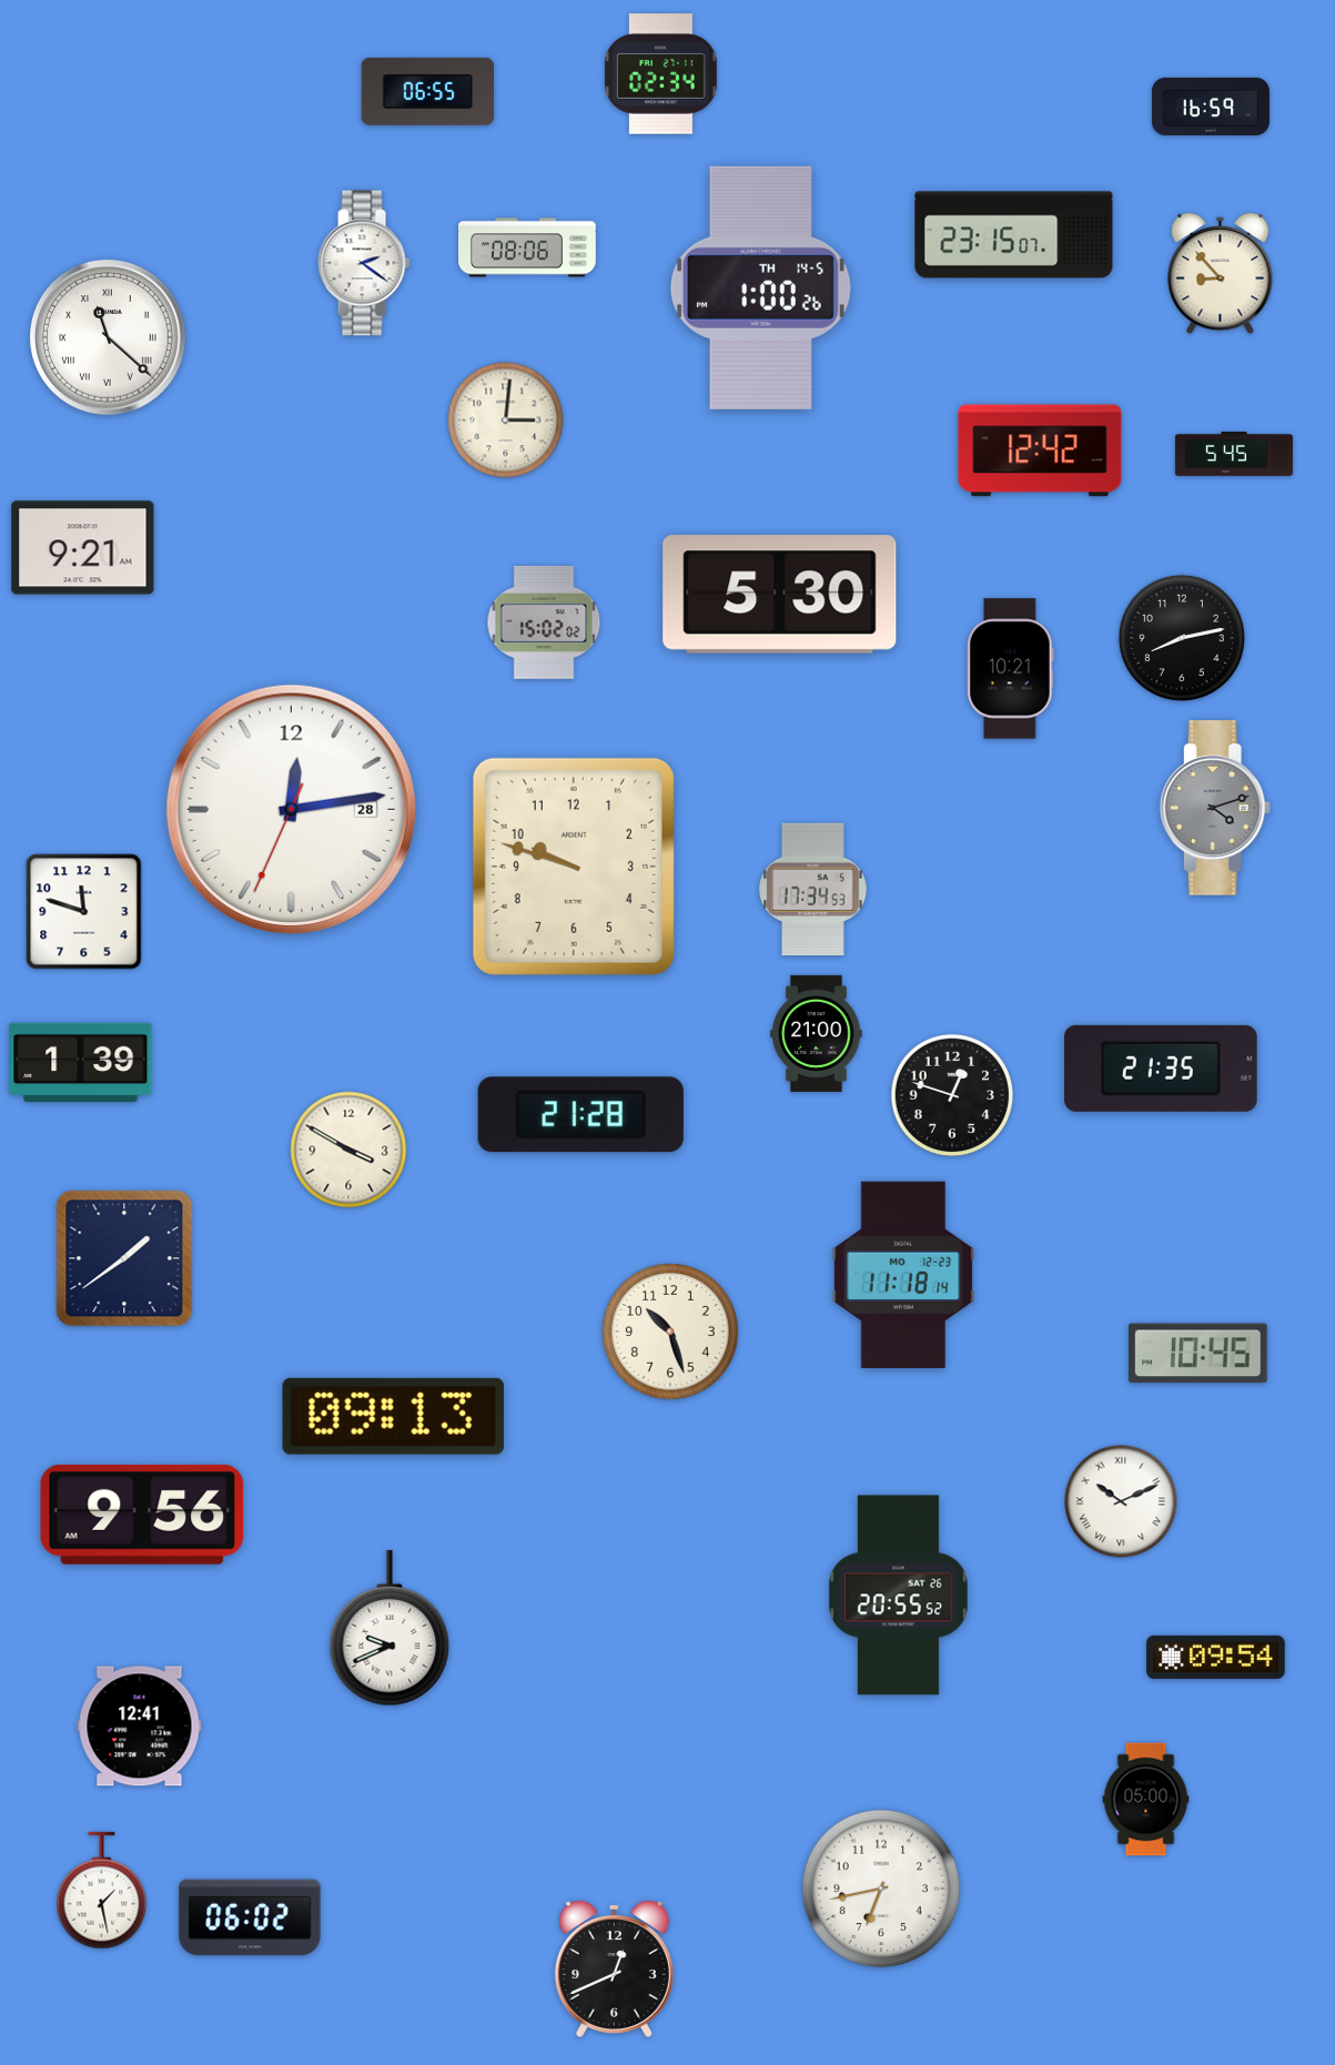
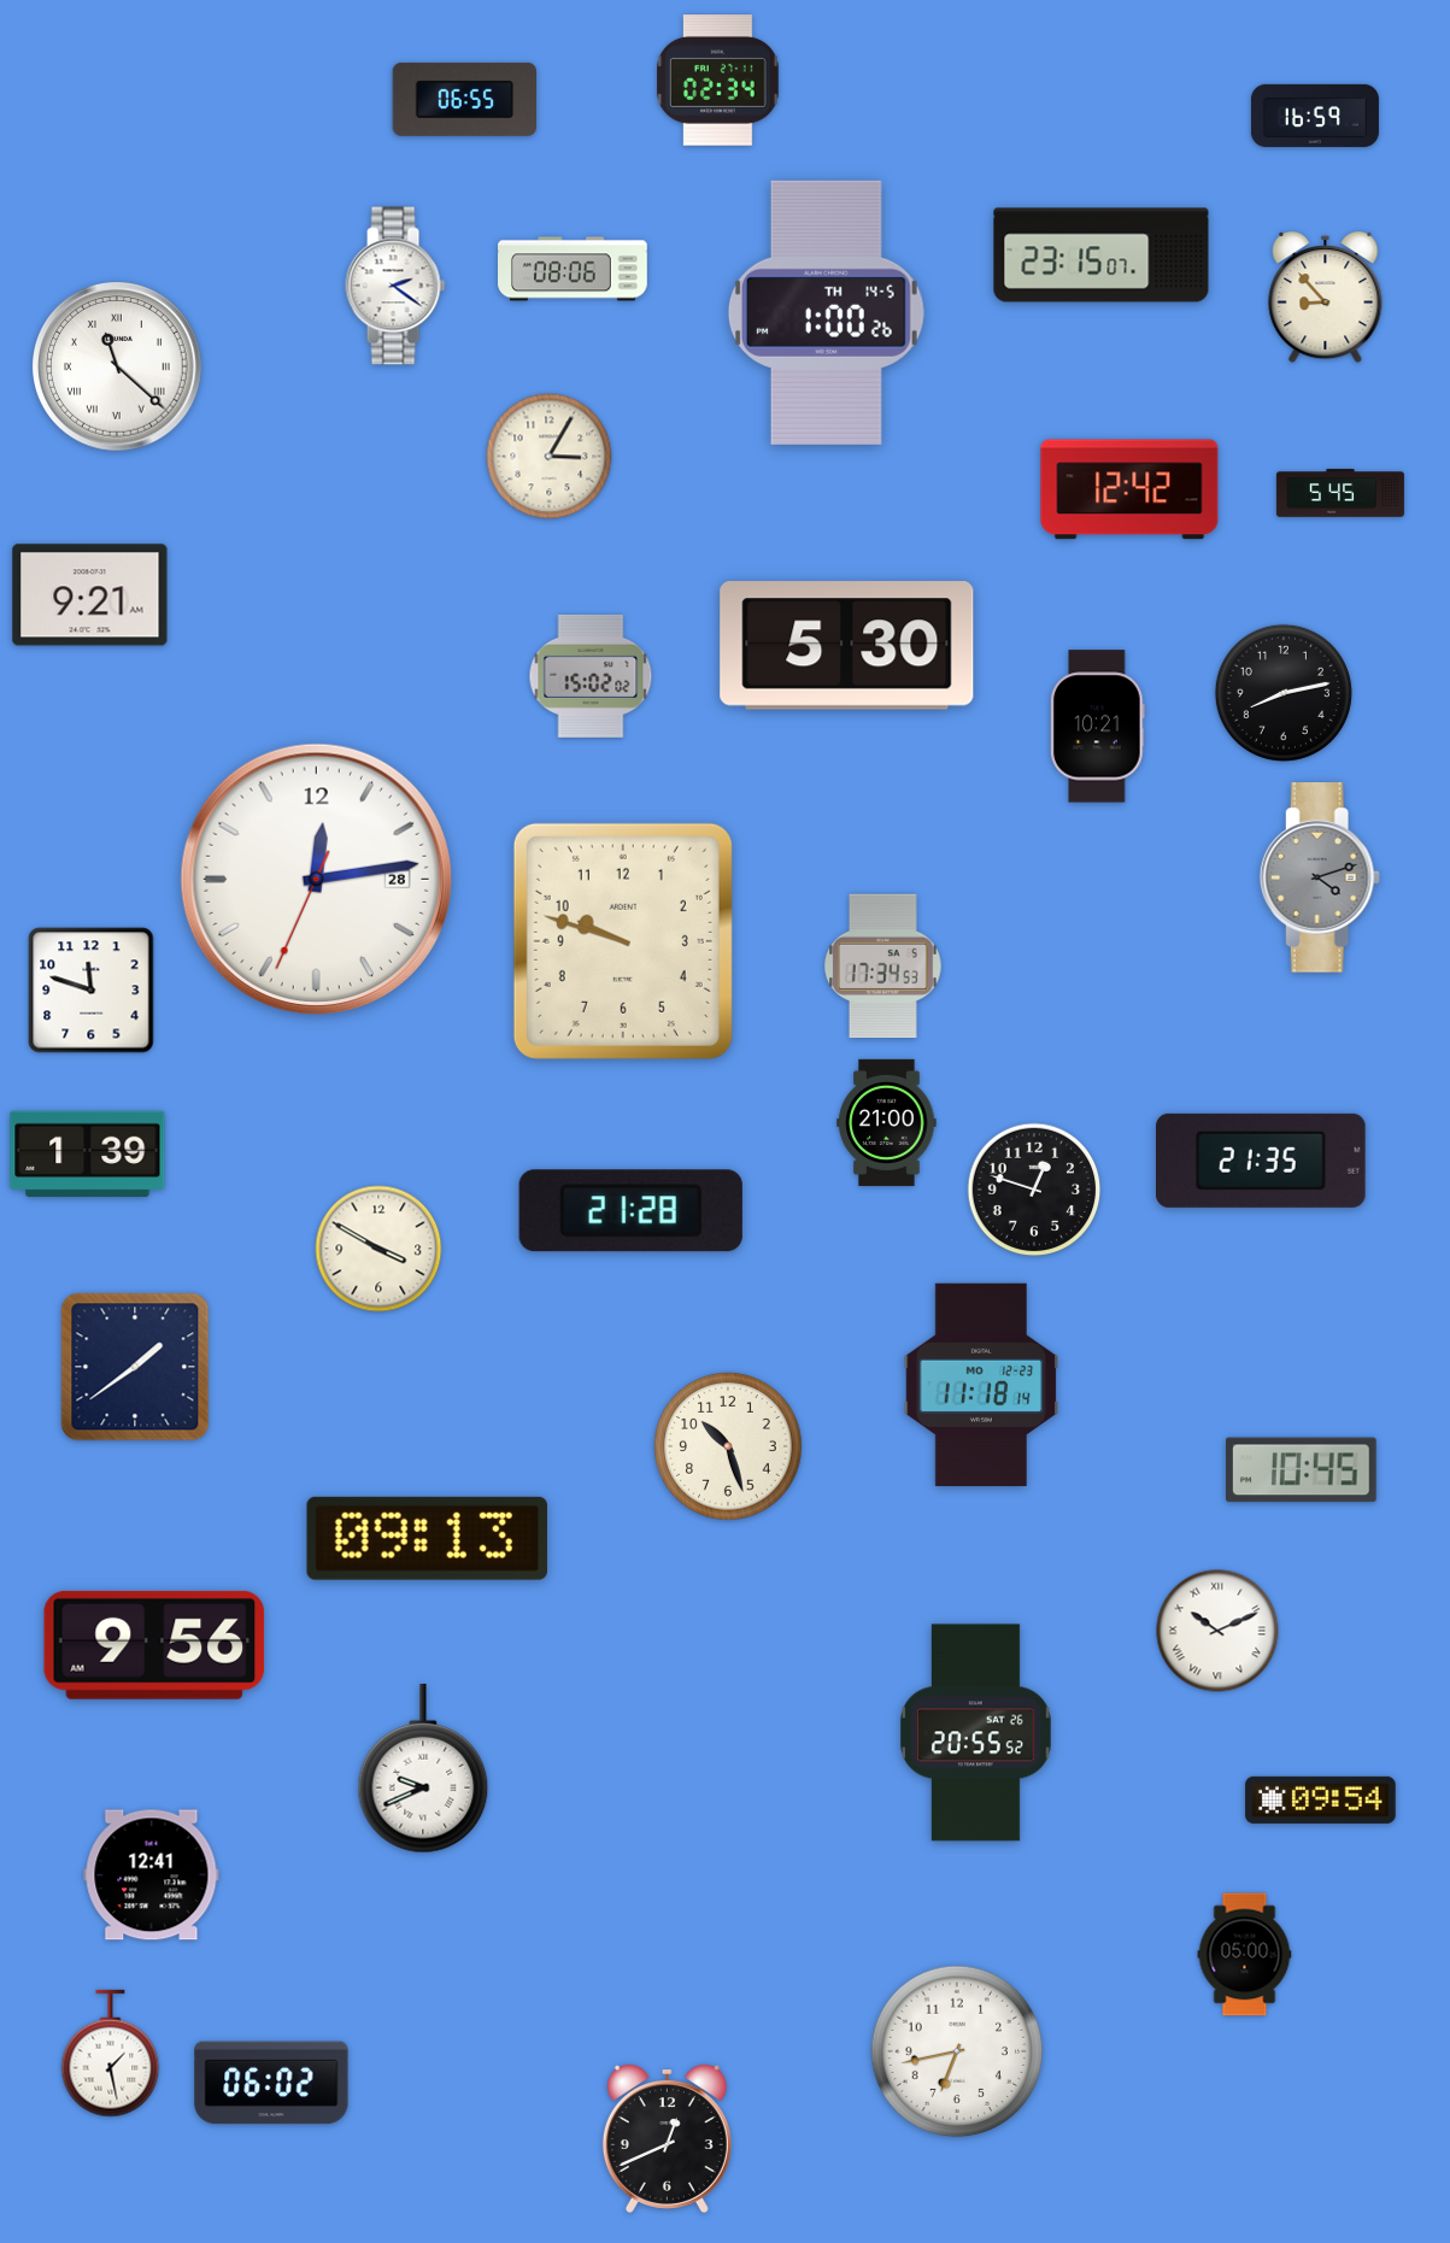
clock at (506, 421): 3:01 -> 3:05
